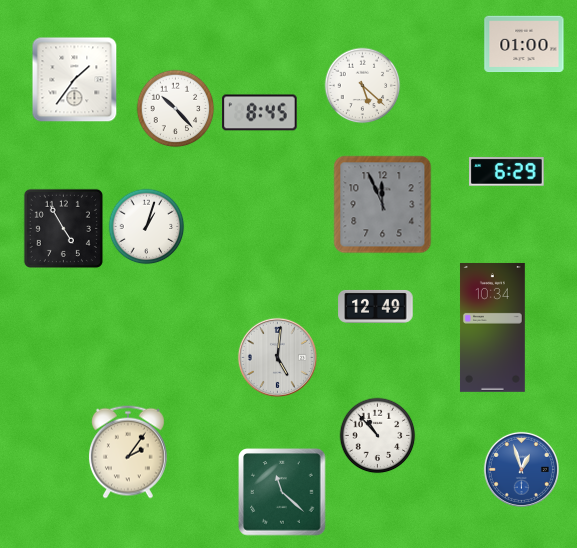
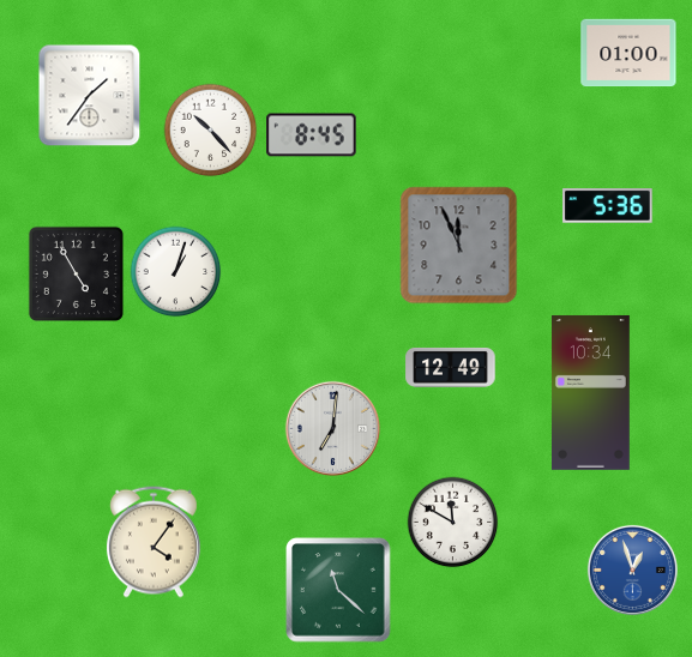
clock at (363, 86): 5:22 -> none
clock at (507, 172): 6:29 -> 5:36
clock at (277, 357): 5:01 -> 7:01
clock at (378, 436): 10:53 -> 11:50
clock at (128, 452): 2:06 -> 4:06
clock at (521, 469) position: (521, 469) -> (632, 569)
